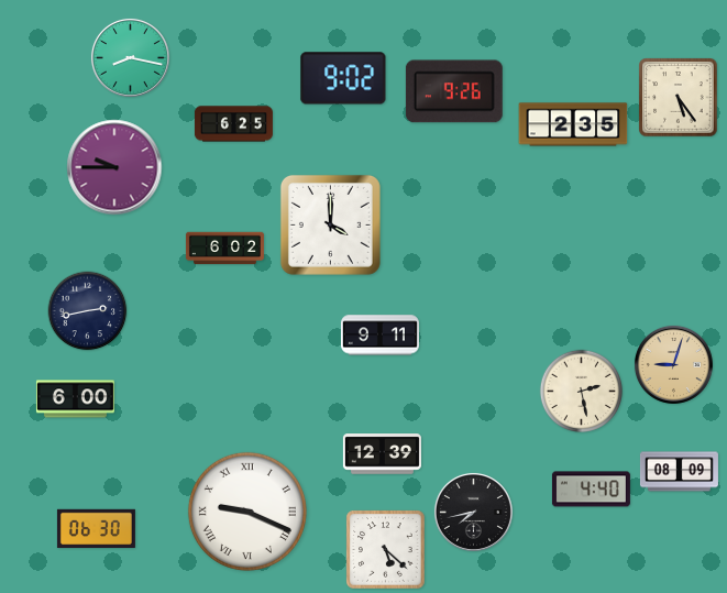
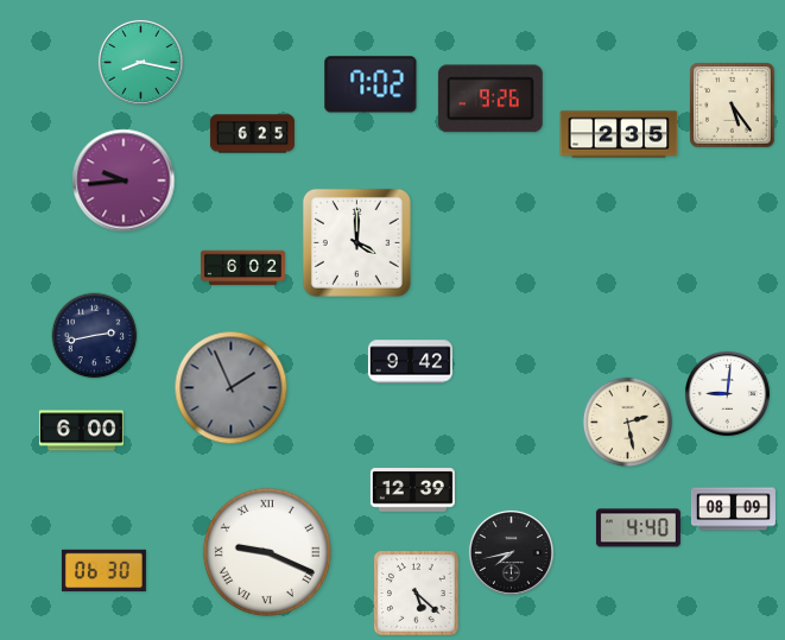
clock at (343, 78): 9:02 -> 7:02
clock at (114, 167): 9:45 -> 9:44
clock at (379, 336): 9:11 -> 9:42
clock at (232, 388): none -> 1:56
clock at (673, 364): 9:03 -> 9:01
clock at (673, 364) dial: champagne -> white
